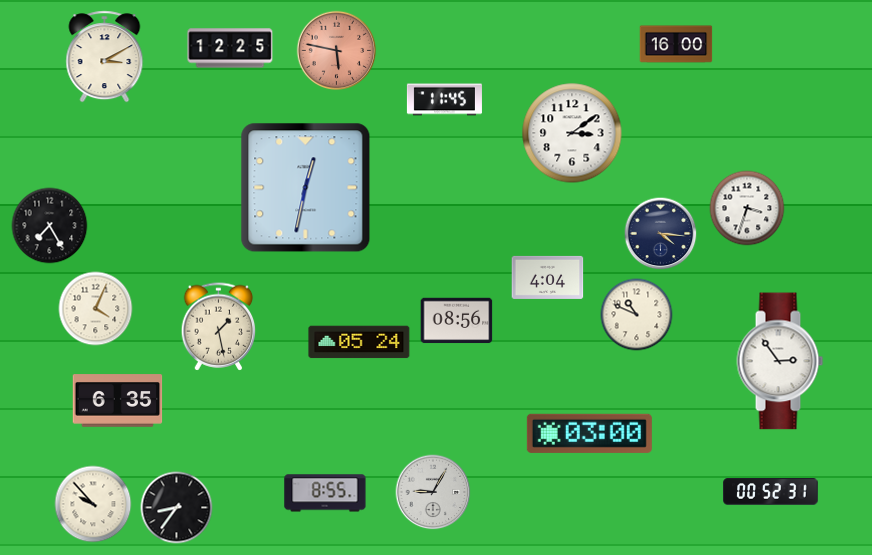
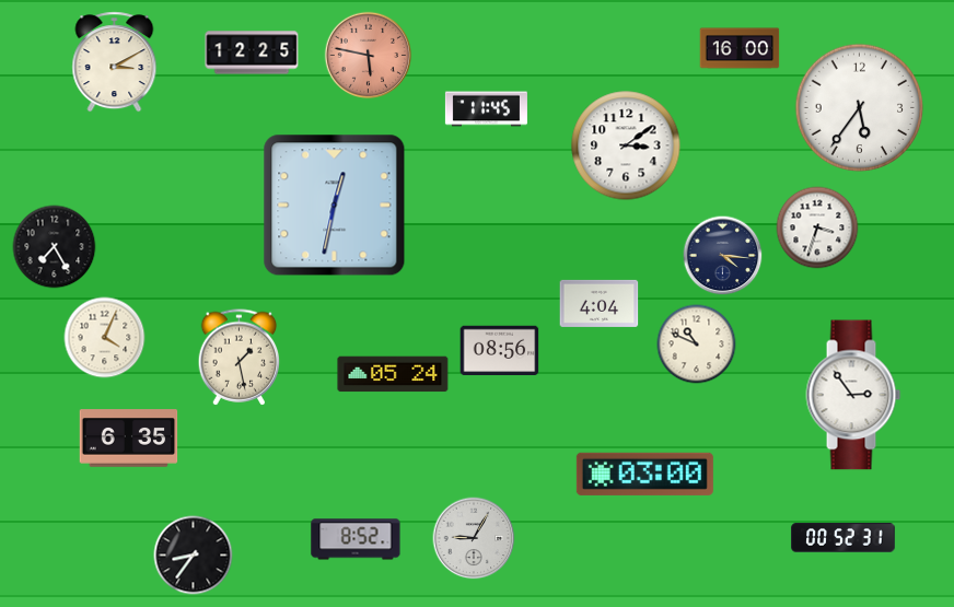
clock at (860, 108): none -> 5:36
clock at (325, 493): 8:55 -> 8:52
clock at (93, 504): 9:53 -> none
